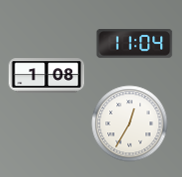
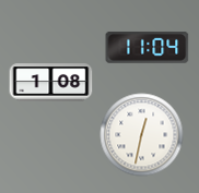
clock at (130, 124): 12:35 -> 12:32
